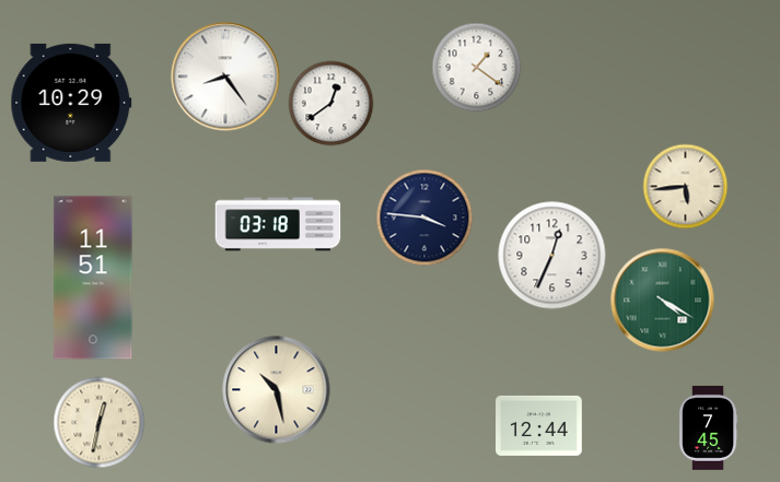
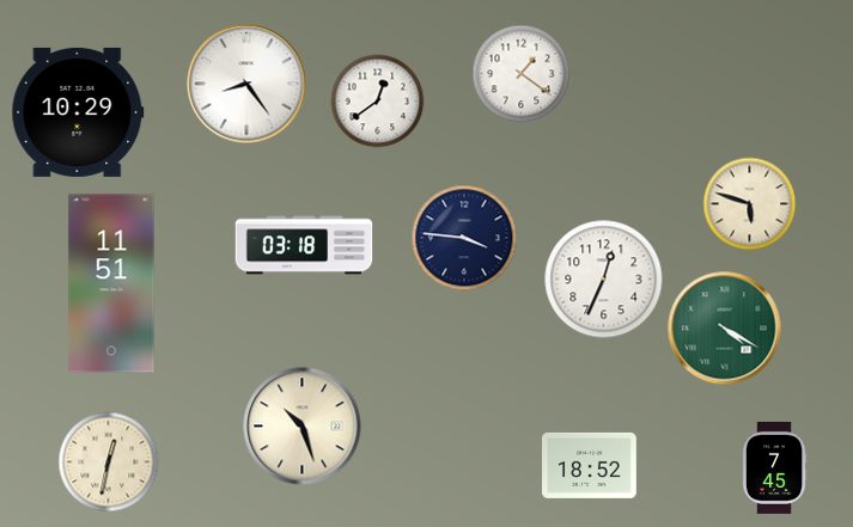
clock at (330, 103) position: (330, 103) -> (377, 100)
clock at (685, 186): 5:44 -> 5:48
clock at (93, 278) position: (93, 278) -> (111, 283)
clock at (277, 390): 10:28 -> 10:27
clock at (539, 425): 12:44 -> 18:52
